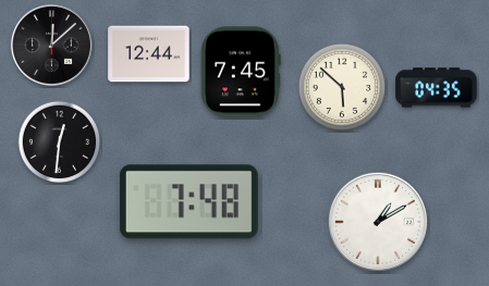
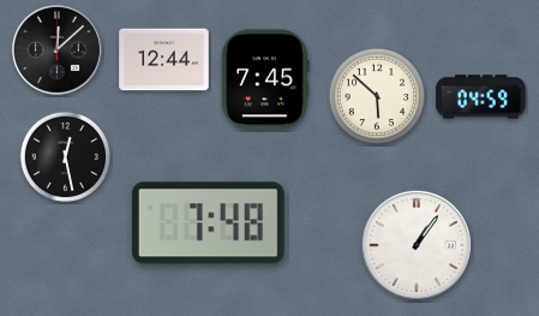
clock at (437, 88): 04:35 -> 04:59
clock at (60, 142): 12:31 -> 12:28
clock at (378, 222): 1:10 -> 1:06
